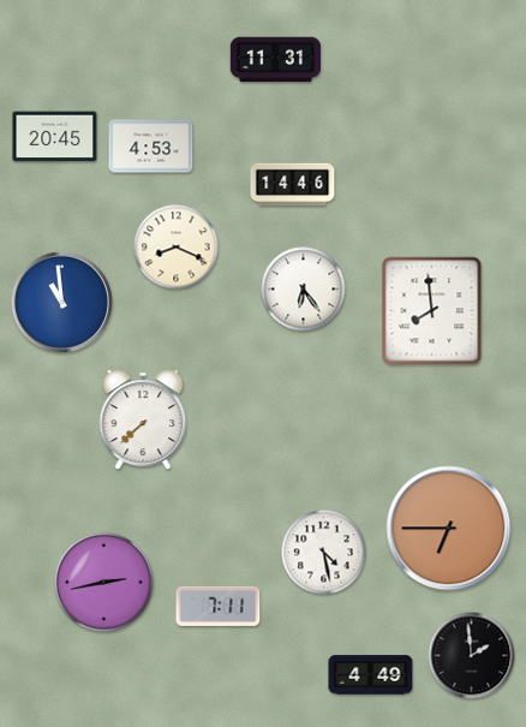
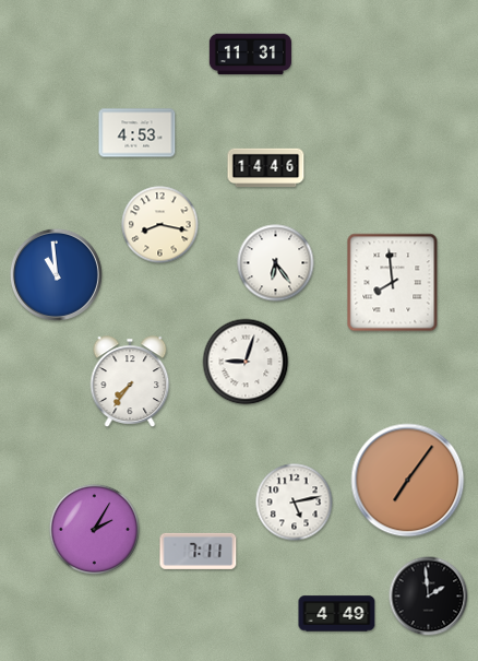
clock at (55, 137): 20:45 -> none
clock at (177, 248): 8:19 -> 8:17
clock at (246, 362): none -> 9:03
clock at (143, 419): 7:38 -> 7:36
clock at (449, 529): 6:45 -> 7:06
clock at (324, 553): 4:28 -> 5:13
clock at (104, 583): 2:43 -> 2:05
